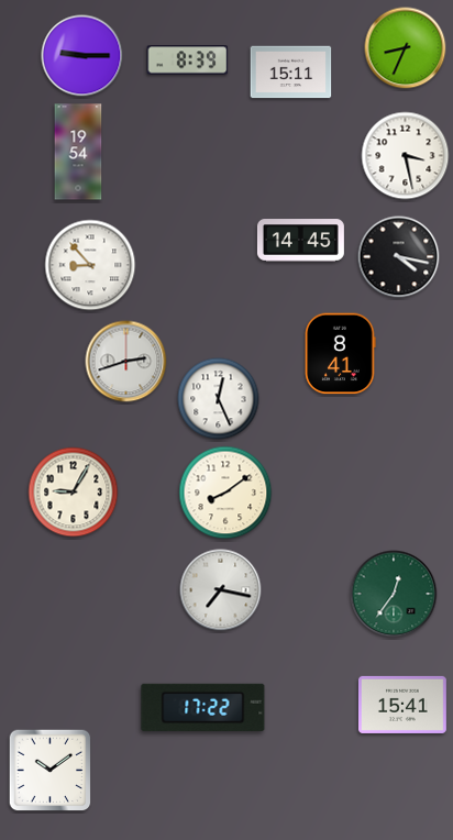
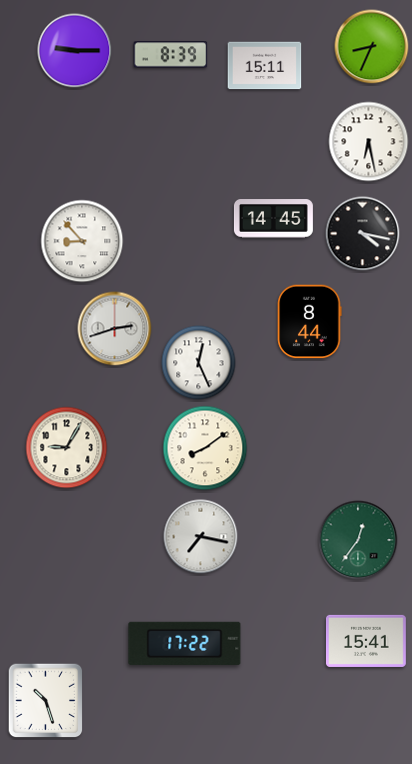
clock at (406, 48) position: (406, 48) -> (372, 47)
clock at (78, 152): 19:54 -> none
clock at (406, 156): 3:28 -> 6:28
clock at (341, 354): 8:41 -> 8:44
clock at (51, 771): 10:09 -> 10:27
